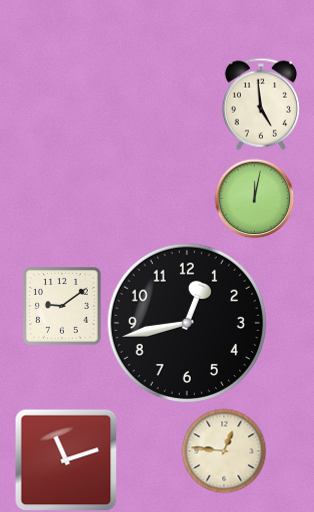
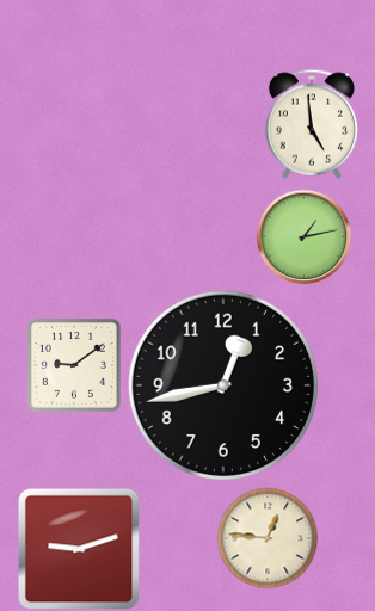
clock at (254, 198): 12:02 -> 1:13
clock at (66, 460): 11:12 -> 9:12
